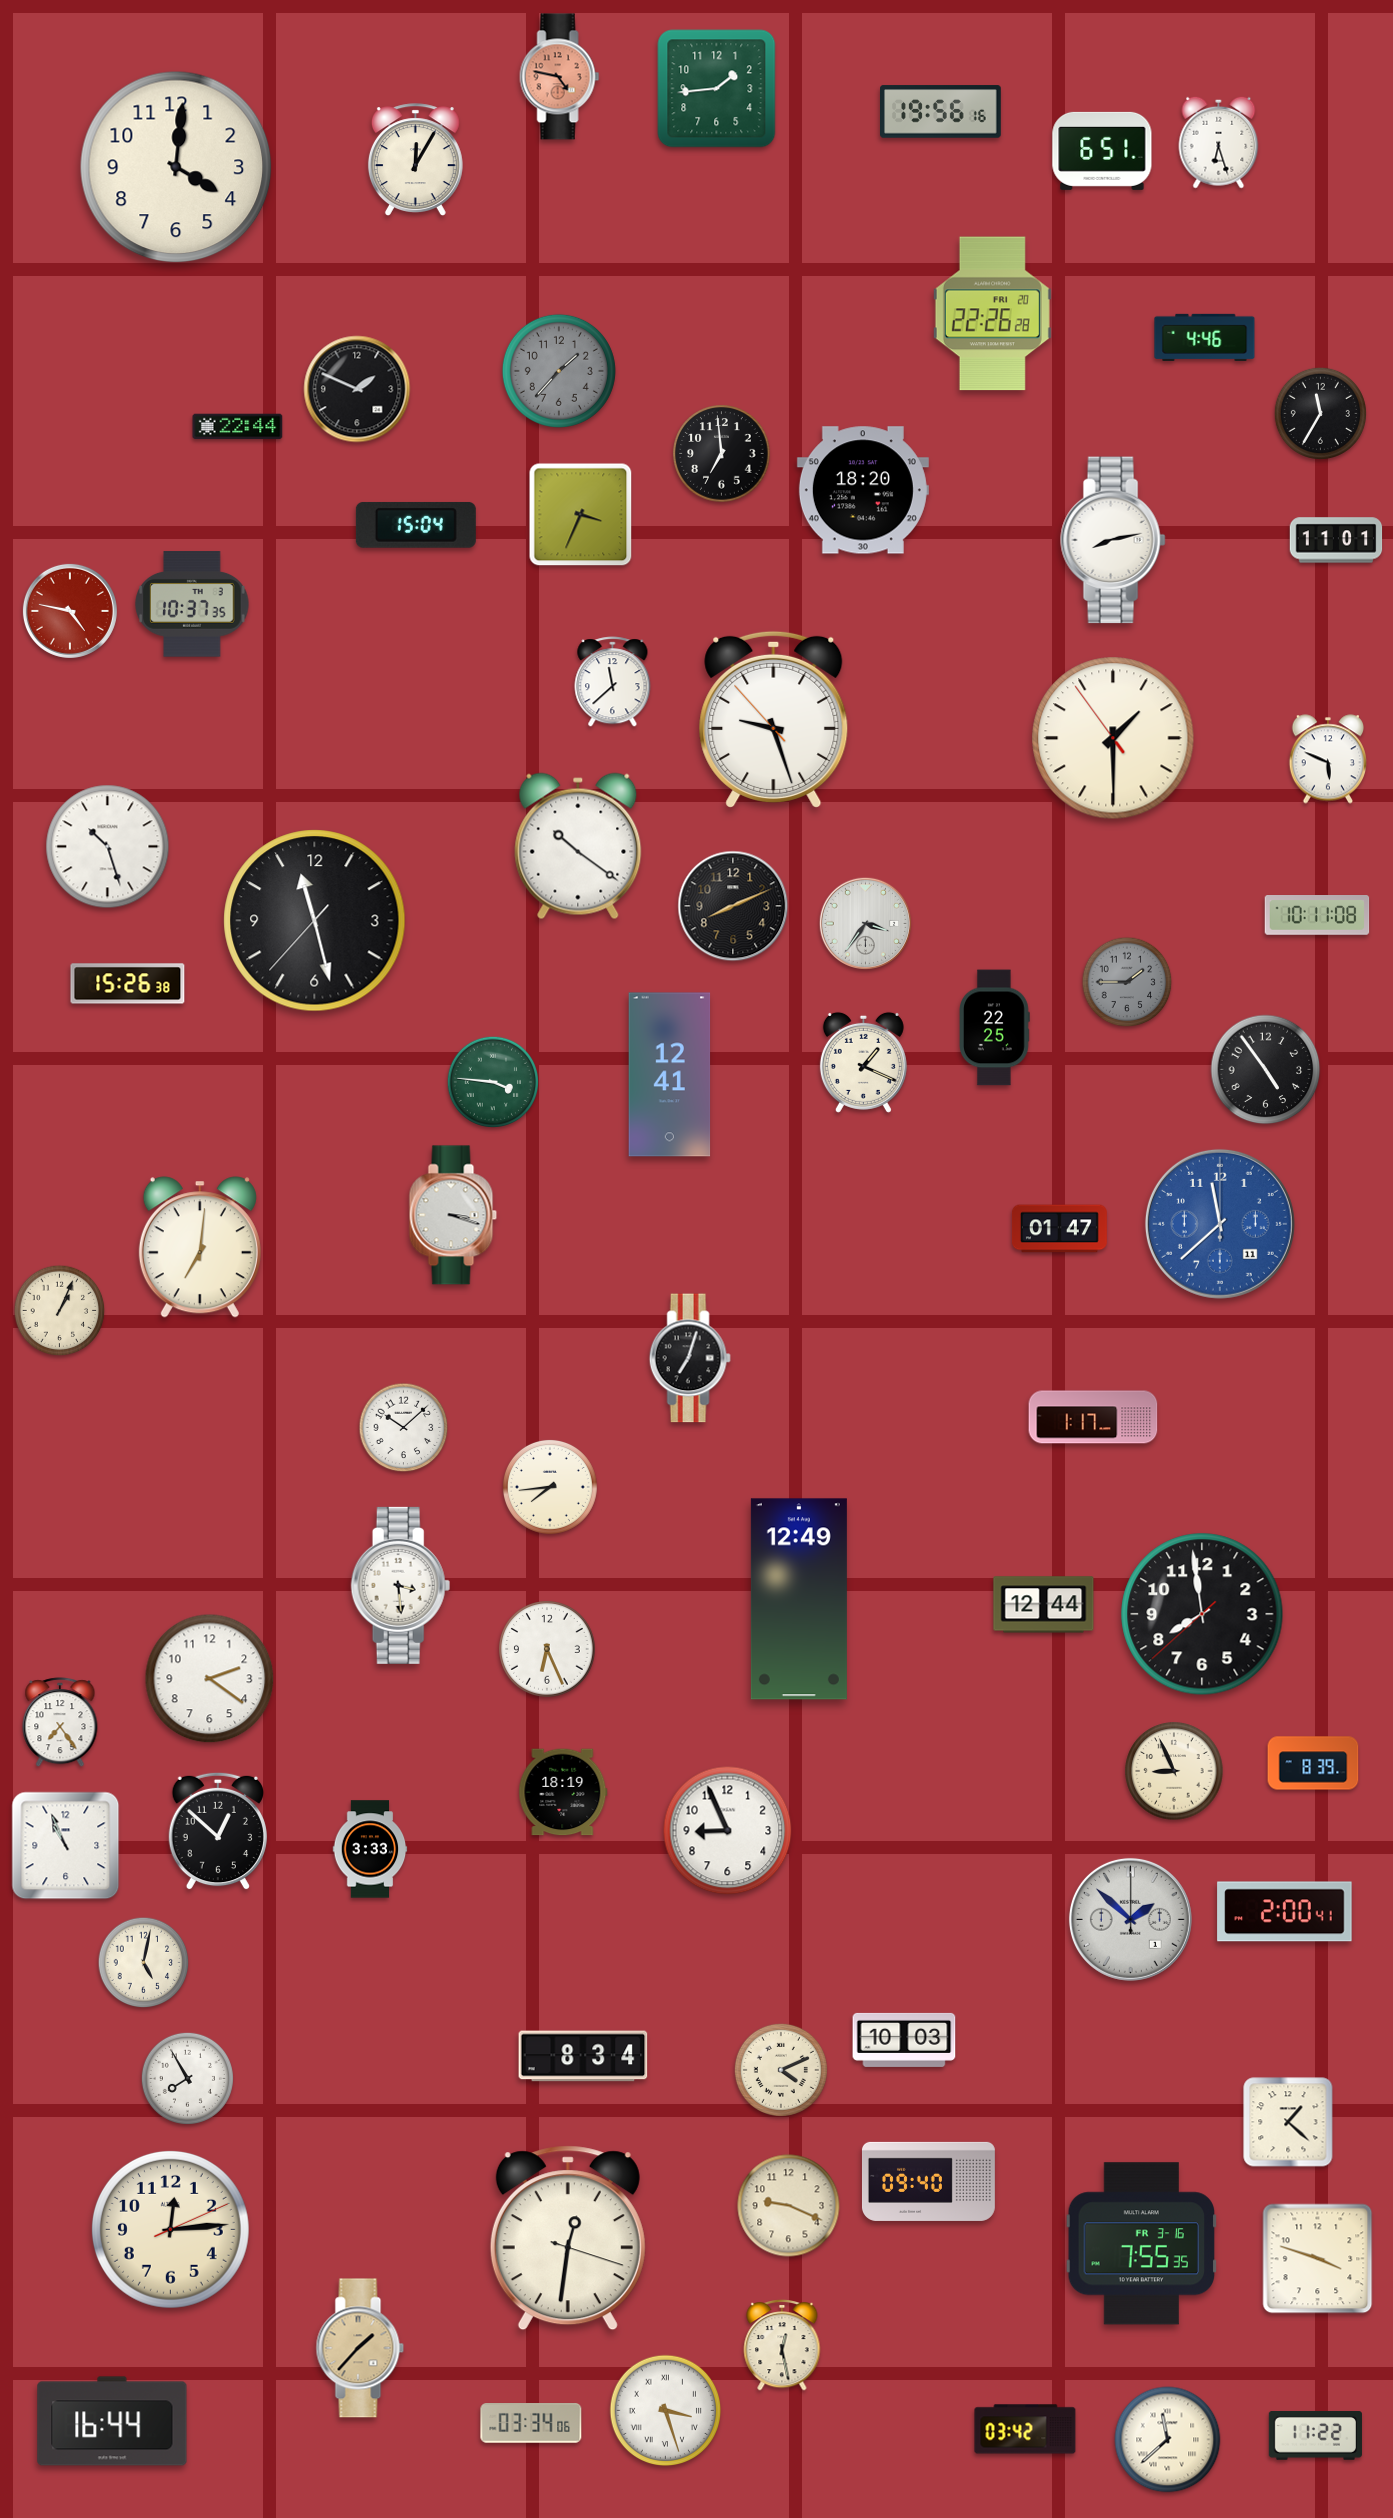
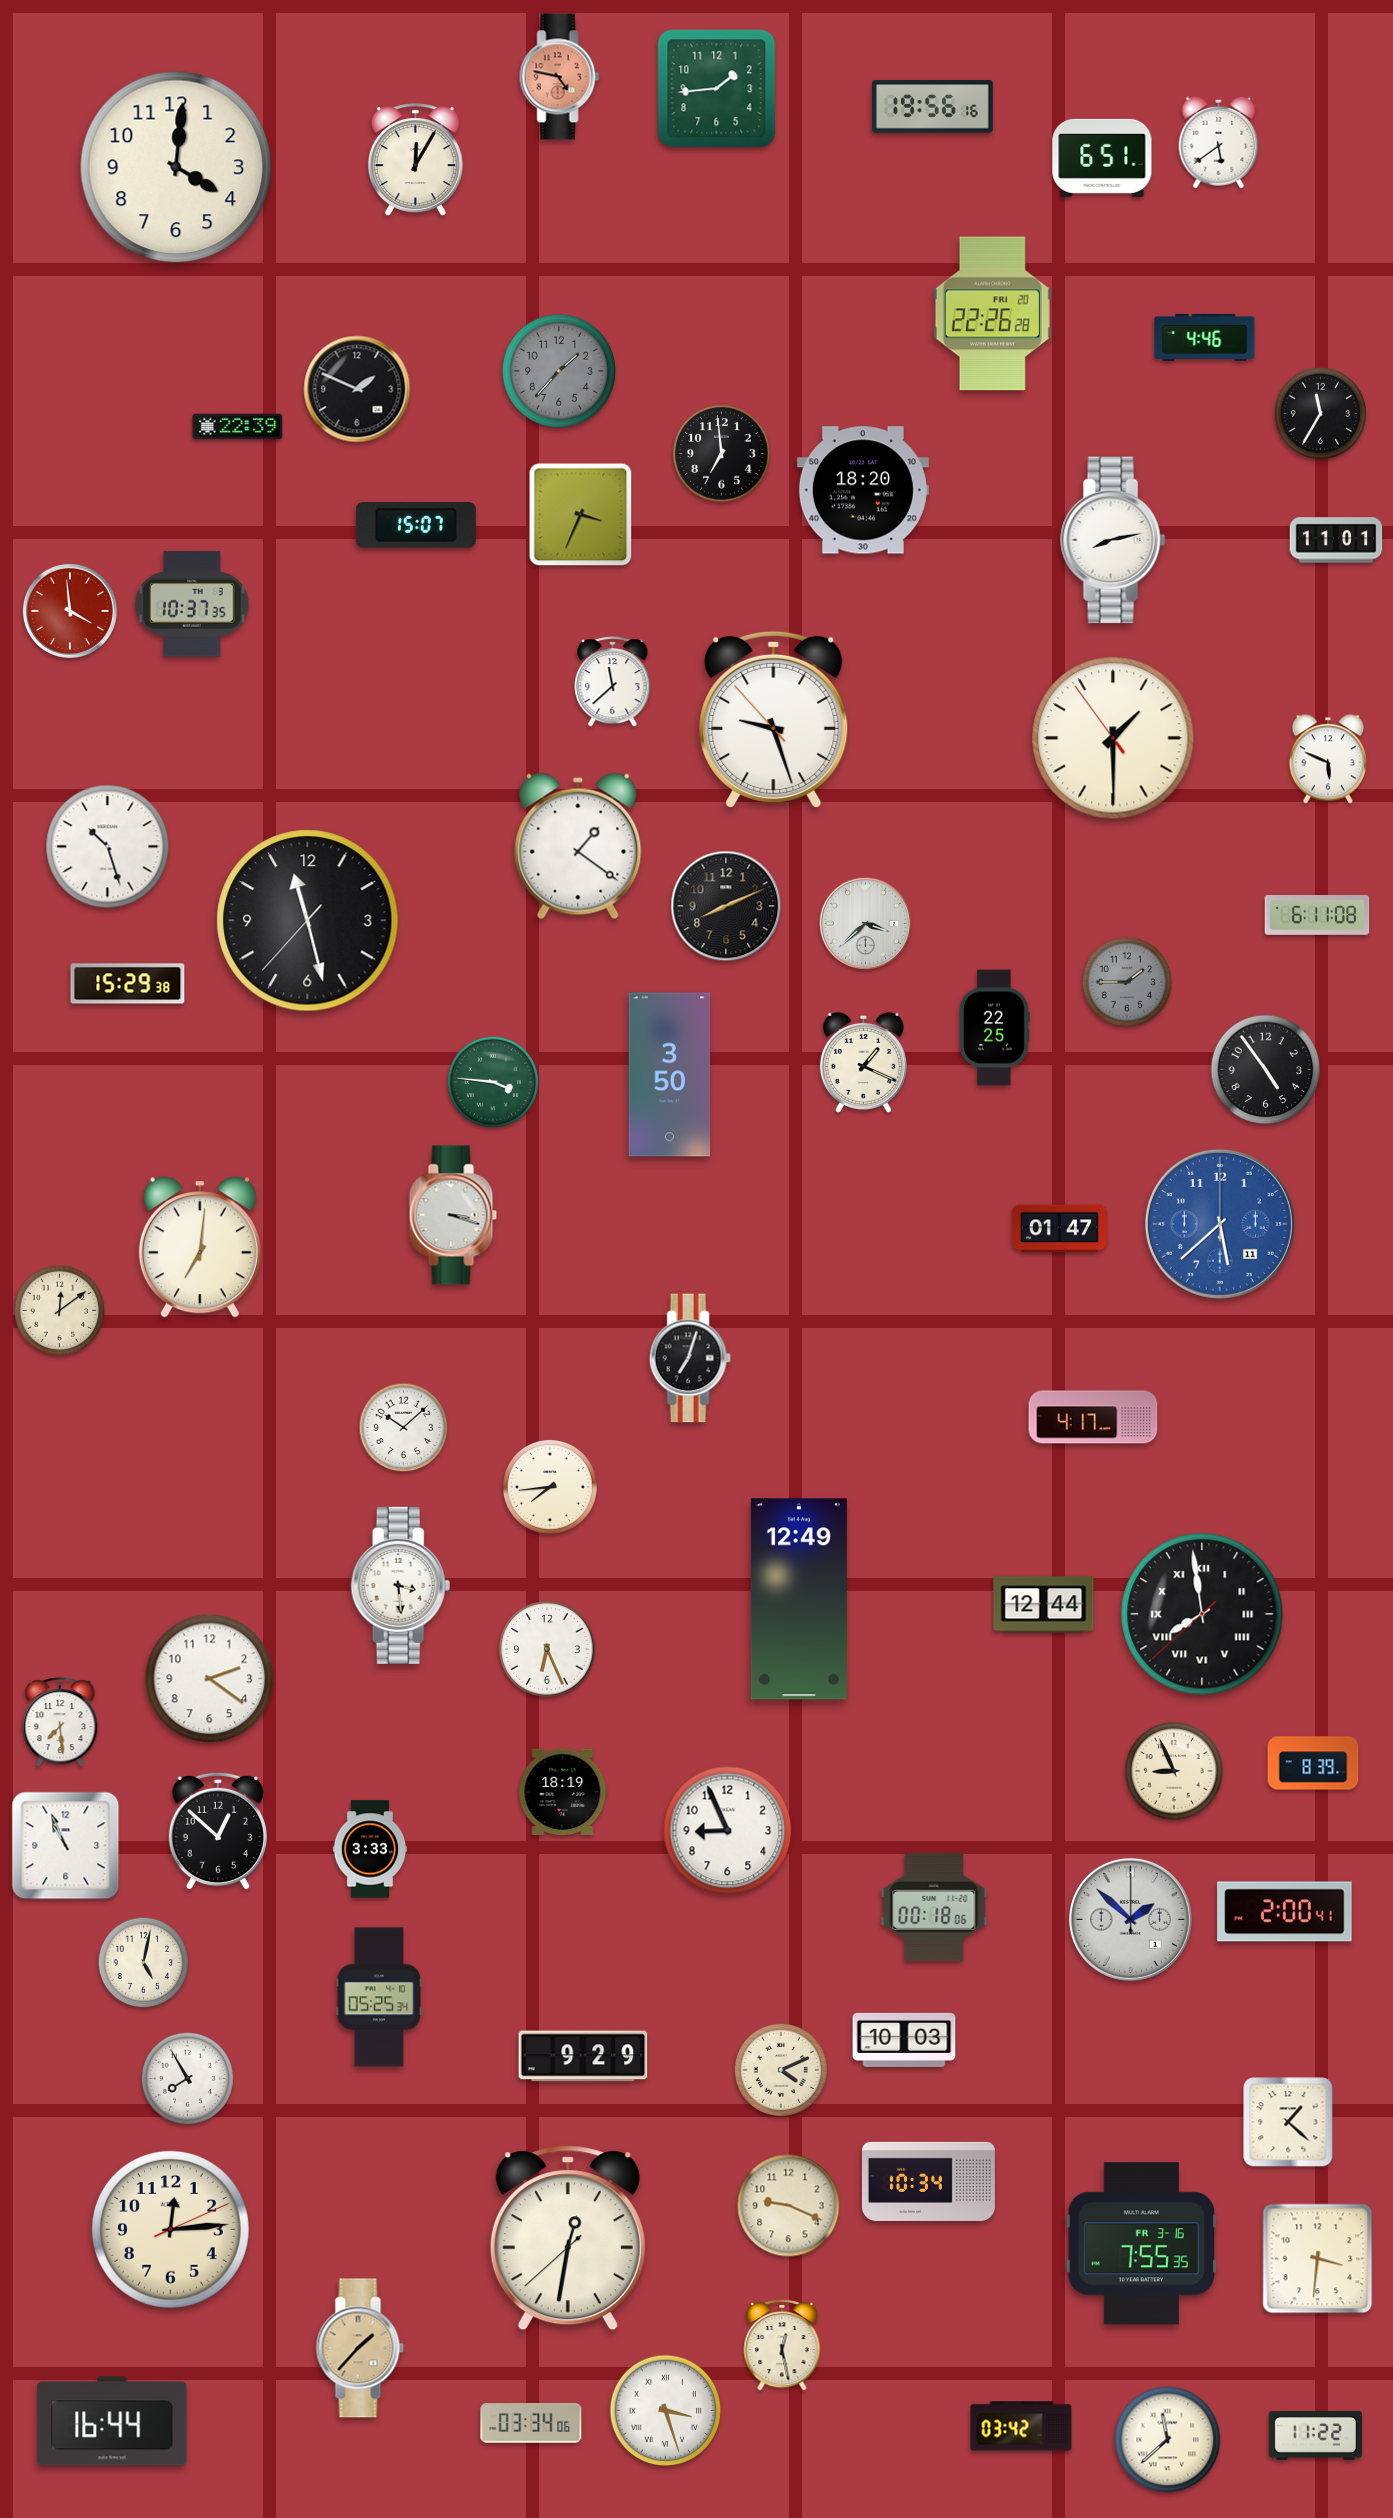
clock at (941, 112) position: (941, 112) -> (933, 107)
clock at (1219, 142): 6:27 -> 5:39
clock at (1102, 151) position: (1102, 151) -> (1102, 158)
clock at (238, 427): 22:44 -> 22:39
clock at (416, 525): 15:04 -> 15:07
clock at (70, 611): 4:47 -> 3:59
clock at (578, 846): 10:21 -> 1:21
clock at (733, 906) position: (733, 906) -> (726, 906)
clock at (1317, 916): 10:11 -> 6:11
clock at (315, 921) position: (315, 921) -> (308, 921)
clock at (865, 923): 3:36 -> 3:38
clock at (128, 984): 15:26 -> 15:29
clock at (670, 1075): 12:41 -> 3:50
clock at (1220, 1224): 11:38 -> 5:38
clock at (60, 1311): 1:04 -> 12:09
clock at (1093, 1417): 1:17 -> 4:17
clock at (1202, 1614) numerals: Arabic -> Roman
clock at (60, 1723): 7:24 -> 7:29
clock at (934, 1907): none -> 00:18
clock at (379, 1997): none -> 05:25
clock at (583, 2056): 8:34 -> 9:29
clock at (928, 2181): 09:40 -> 10:34
clock at (568, 2238): 12:31:18 -> 12:31:38
clock at (1318, 2259): 3:48 -> 3:31
clock at (1025, 2429) position: (1025, 2429) -> (1021, 2426)
